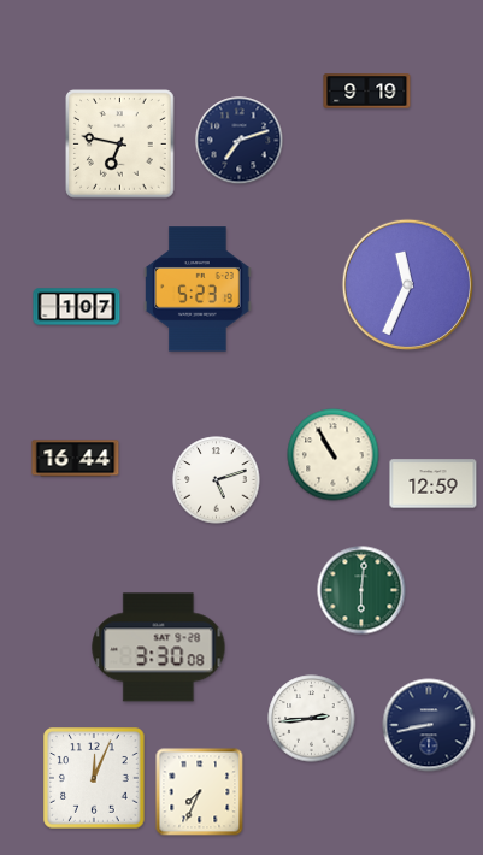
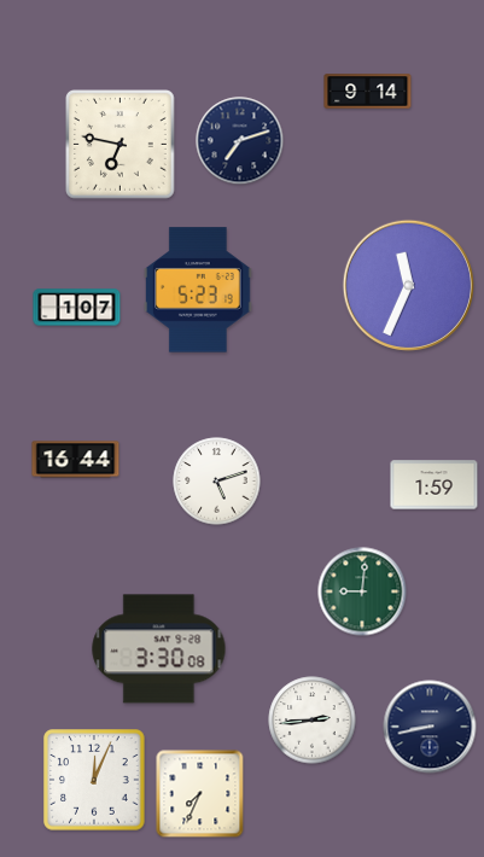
clock at (367, 92): 9:19 -> 9:14
clock at (334, 455): 10:55 -> none
clock at (434, 484): 12:59 -> 1:59
clock at (361, 590): 6:01 -> 9:01
